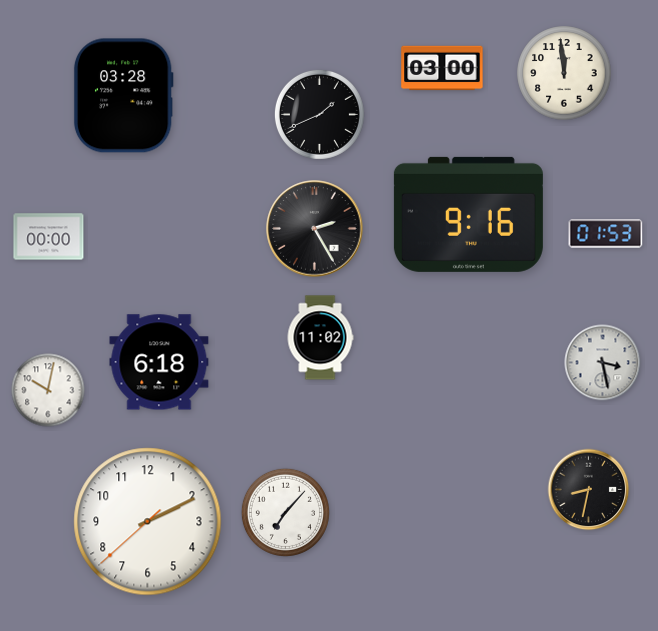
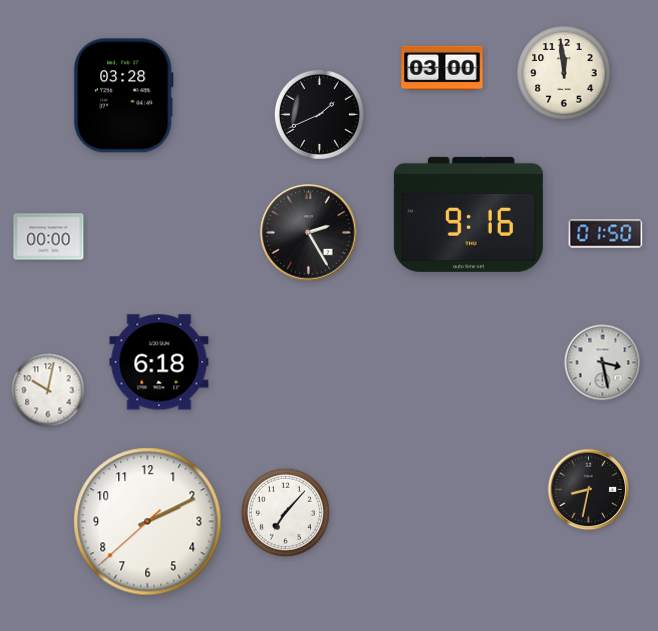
clock at (315, 229) position: (315, 229) -> (309, 233)
clock at (606, 234): 01:53 -> 01:50
clock at (320, 338): 11:02 -> none
